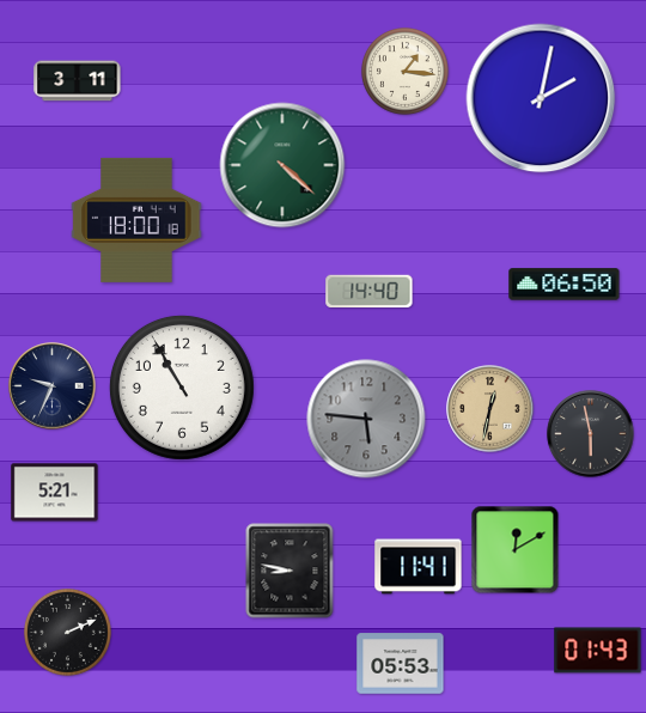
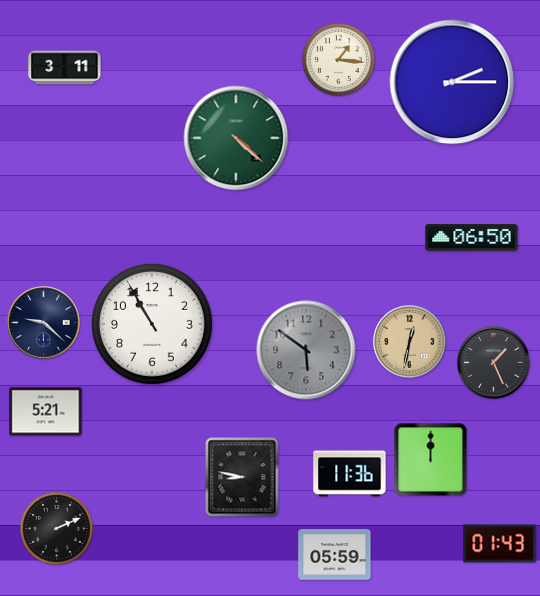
clock at (541, 98): 2:02 -> 2:15
clock at (136, 220): 18:00 -> none
clock at (370, 292): 14:40 -> none
clock at (53, 386): 9:34 -> 9:22
clock at (366, 419): 5:46 -> 5:51
clock at (591, 434): 5:58 -> 1:26
clock at (516, 550): 12:10 -> 12:00
clock at (419, 567): 11:41 -> 11:36
clock at (401, 664): 05:53 -> 05:59
